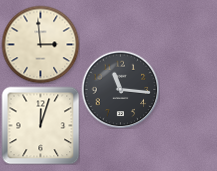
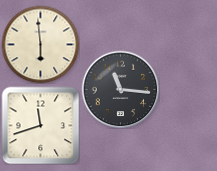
clock at (40, 44): 2:59 -> 5:59
clock at (40, 125): 12:03 -> 11:42
